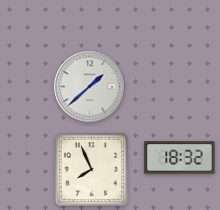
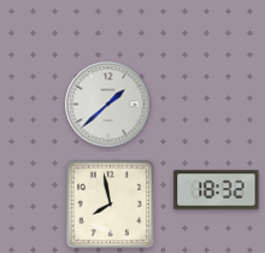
clock at (92, 170): 7:56 -> 7:58
